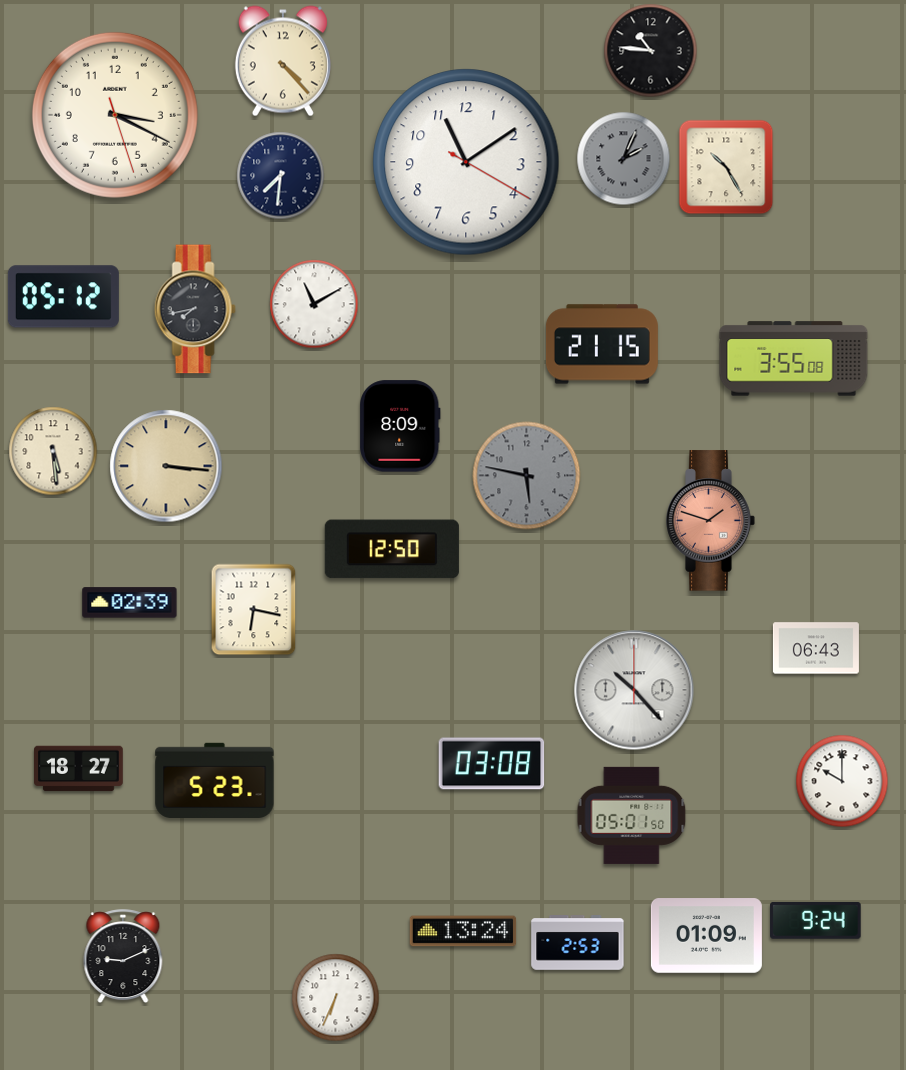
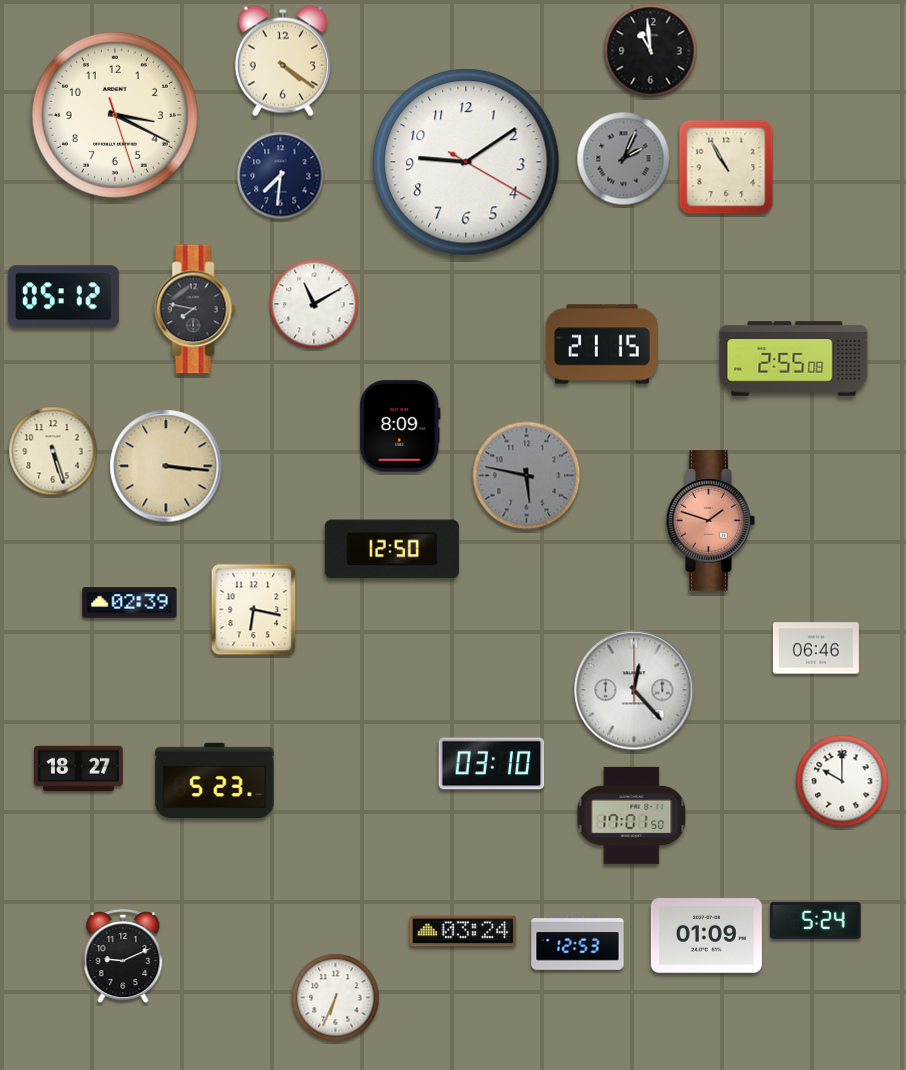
clock at (651, 51): 10:46 -> 10:59
clock at (283, 61): 4:23 -> 4:21
clock at (466, 162): 11:09 -> 9:09
clock at (726, 167): 10:25 -> 10:55
clock at (195, 309): 7:43 -> 7:47
clock at (794, 359): 3:55 -> 2:55
clock at (53, 451): 5:29 -> 5:27
clock at (816, 648): 06:43 -> 06:46
clock at (634, 690): 10:23 -> 12:23
clock at (492, 764): 03:08 -> 03:10
clock at (632, 815): 05:01 -> 17:01
clock at (816, 920): 9:24 -> 5:24
clock at (463, 931): 13:24 -> 03:24
clock at (578, 943): 2:53 -> 12:53
